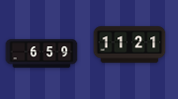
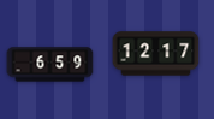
clock at (130, 45): 11:21 -> 12:17
